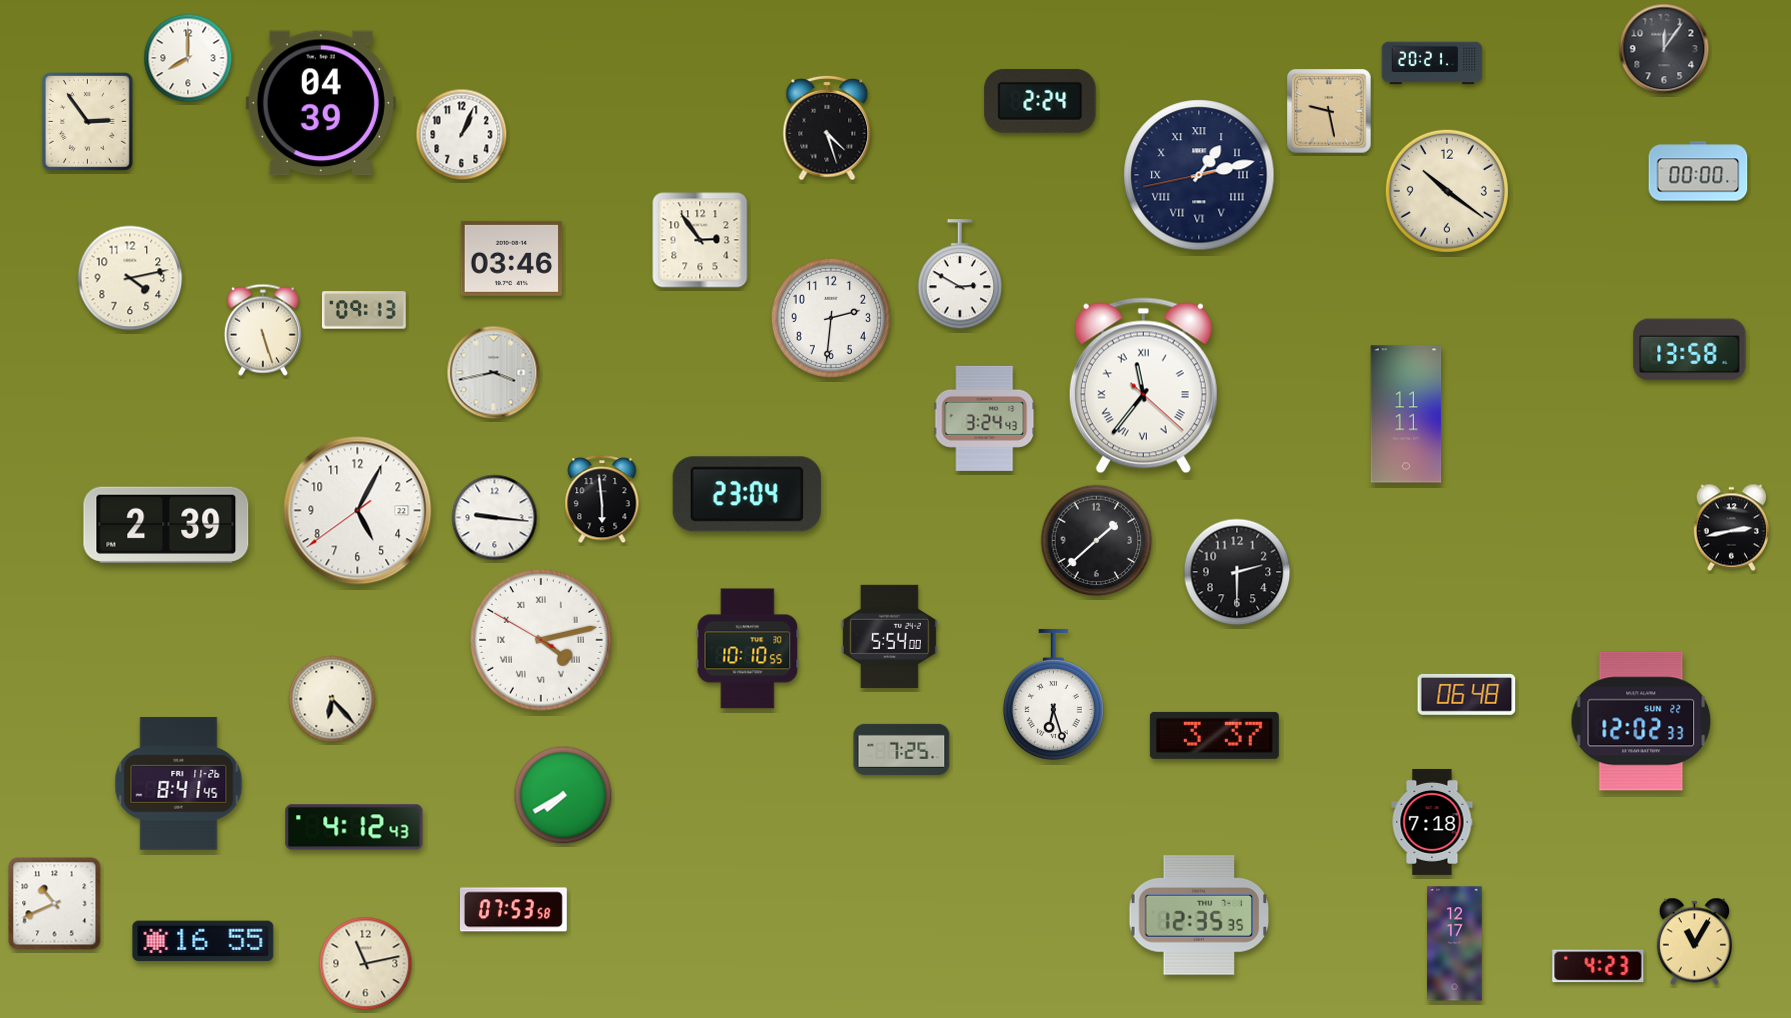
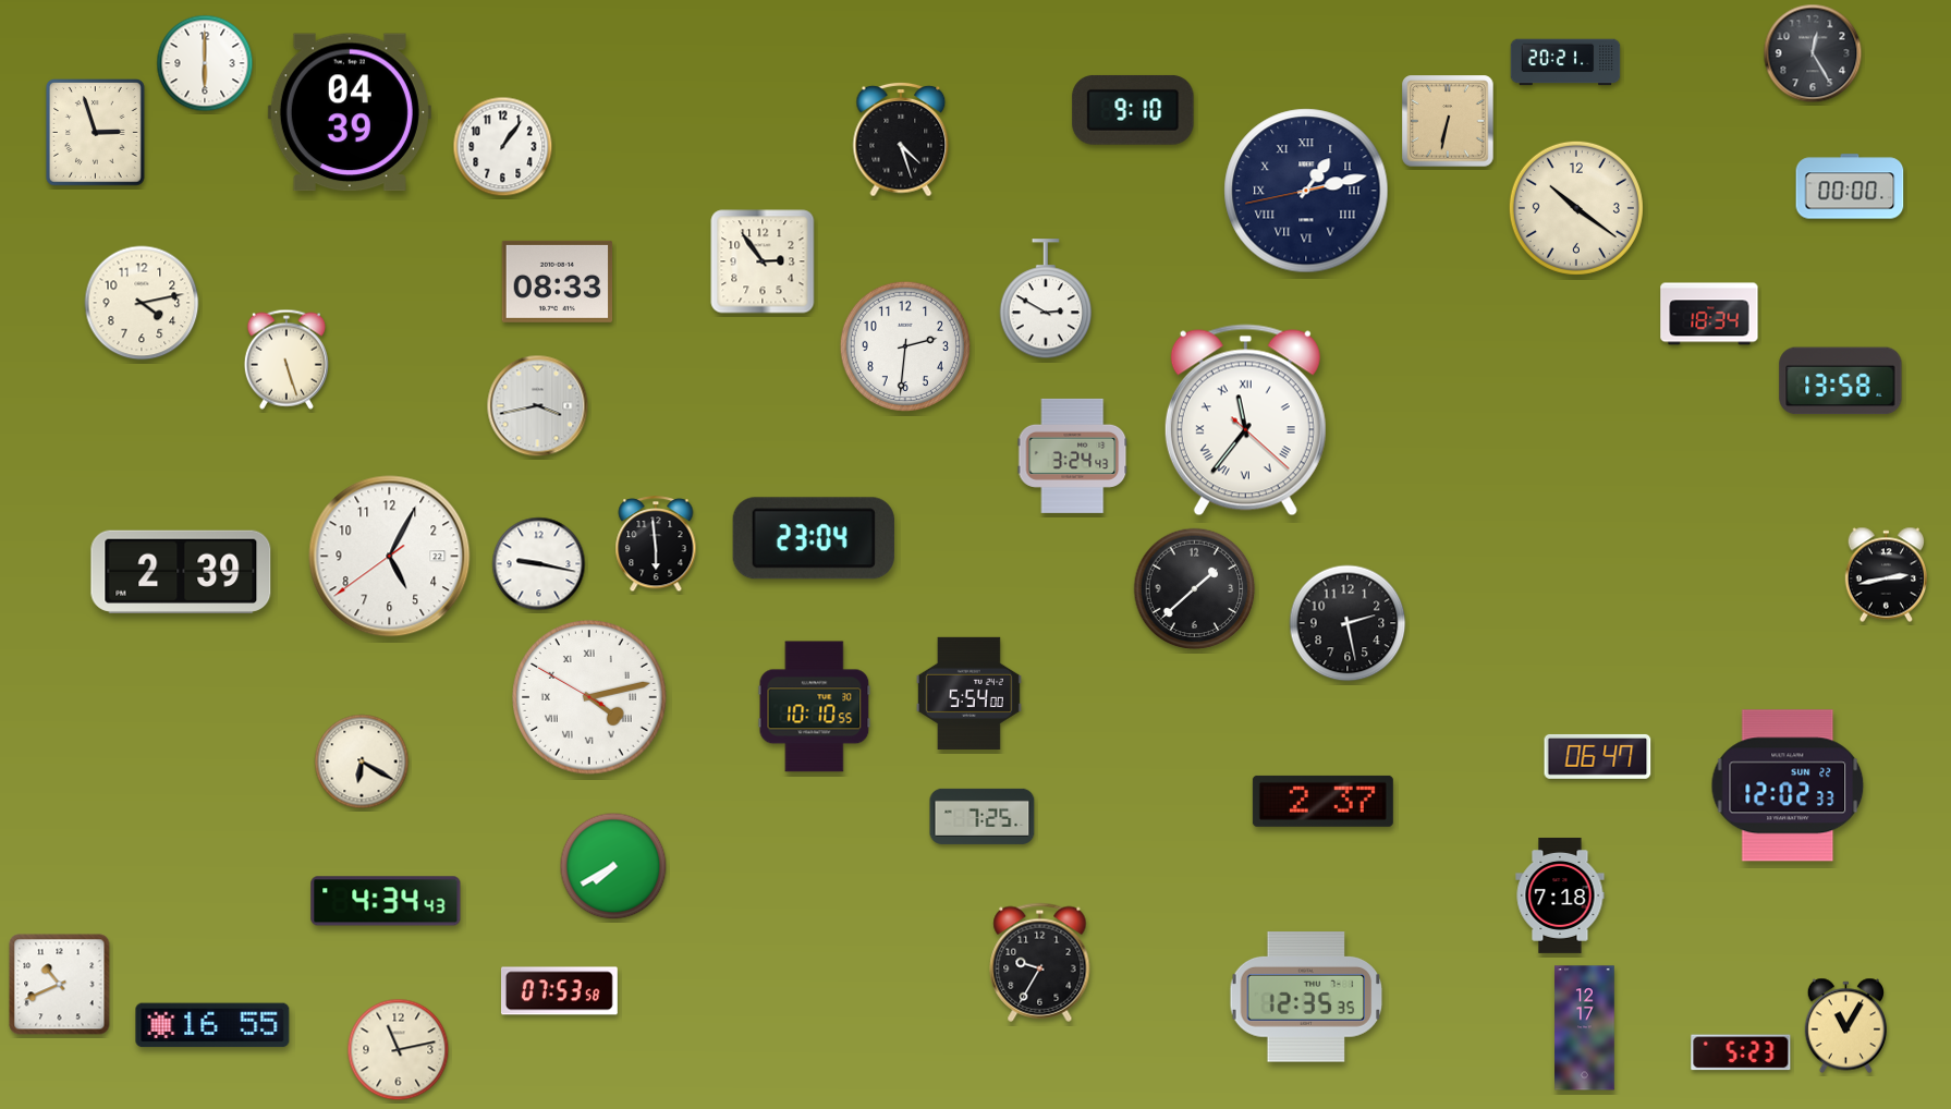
clock at (1664, 49): 12:06 -> 12:25
clock at (188, 58): 8:00 -> 6:00
clock at (1432, 63) position: (1432, 63) -> (1565, 62)
clock at (1040, 101): 2:24 -> 9:10
clock at (1329, 111): 9:28 -> 6:32
clock at (88, 122): 2:54 -> 2:57
clock at (462, 135): 1:04 -> 1:06
clock at (512, 258): 03:46 -> 08:33
clock at (1709, 314): none -> 18:34
clock at (364, 310): 09:13 -> none
clock at (1406, 414): 11:11 -> none
clock at (495, 518): 9:16 -> 9:17
clock at (1237, 572): 2:30 -> 2:28
clock at (1053, 694): 6:27 -> none
clock at (1467, 694): 06:48 -> 06:47
clock at (332, 699): 6:23 -> 6:20
clock at (1214, 735): 3:37 -> 2:37
clock at (179, 784): 8:41 -> none
clock at (354, 827): 4:12 -> 4:34
clock at (1040, 962): none -> 9:35
clock at (203, 941) position: (203, 941) -> (212, 1025)
clock at (1598, 966): 4:23 -> 5:23
